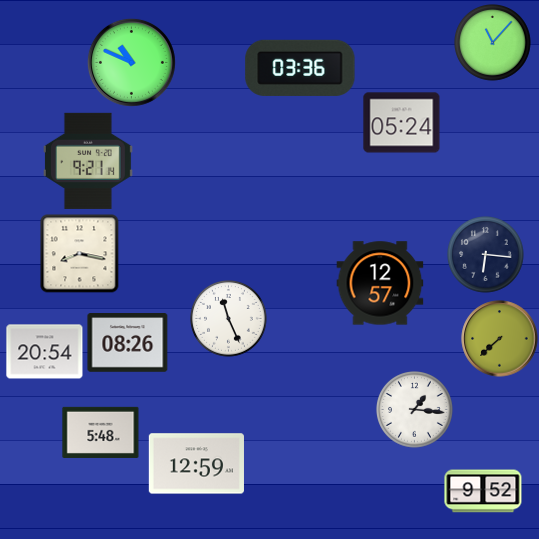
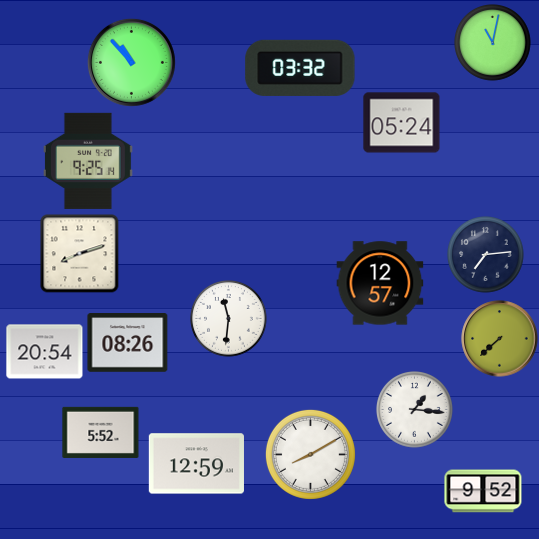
clock at (493, 43): 11:07 -> 11:02
clock at (131, 62): 10:49 -> 10:53
clock at (300, 68): 03:36 -> 03:32
clock at (88, 161): 9:21 -> 9:25
clock at (80, 254): 8:17 -> 8:12
clock at (486, 255): 6:16 -> 7:14
clock at (229, 319): 11:26 -> 11:31
clock at (101, 432): 5:48 -> 5:52
clock at (310, 454): none -> 8:10
